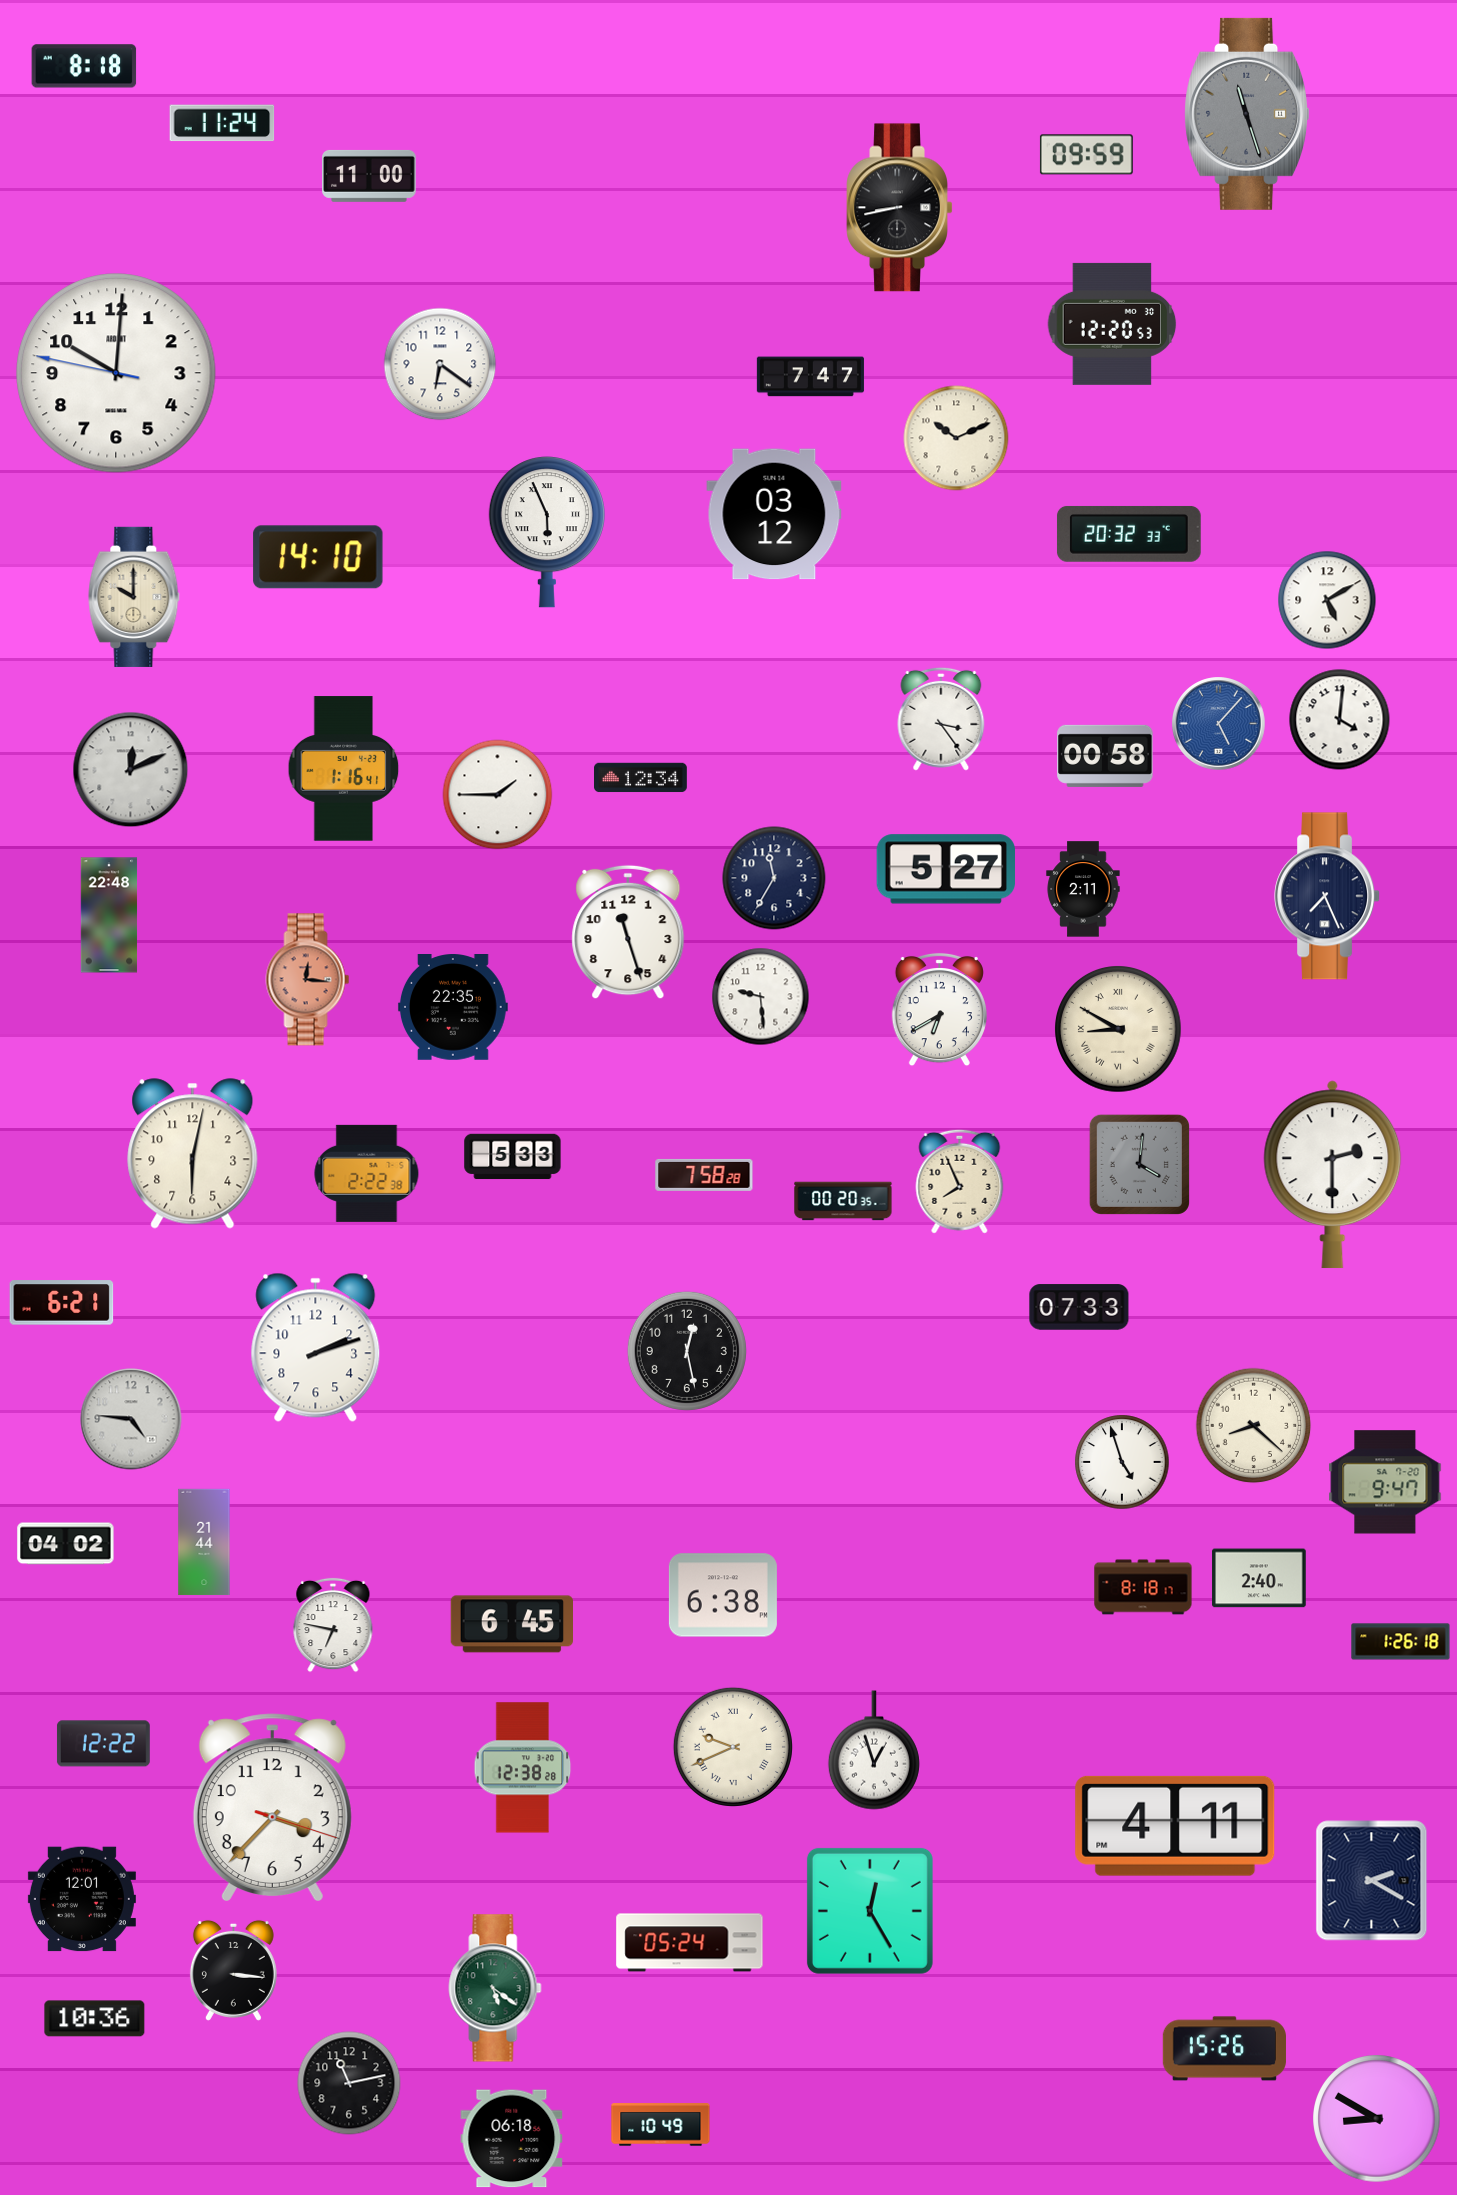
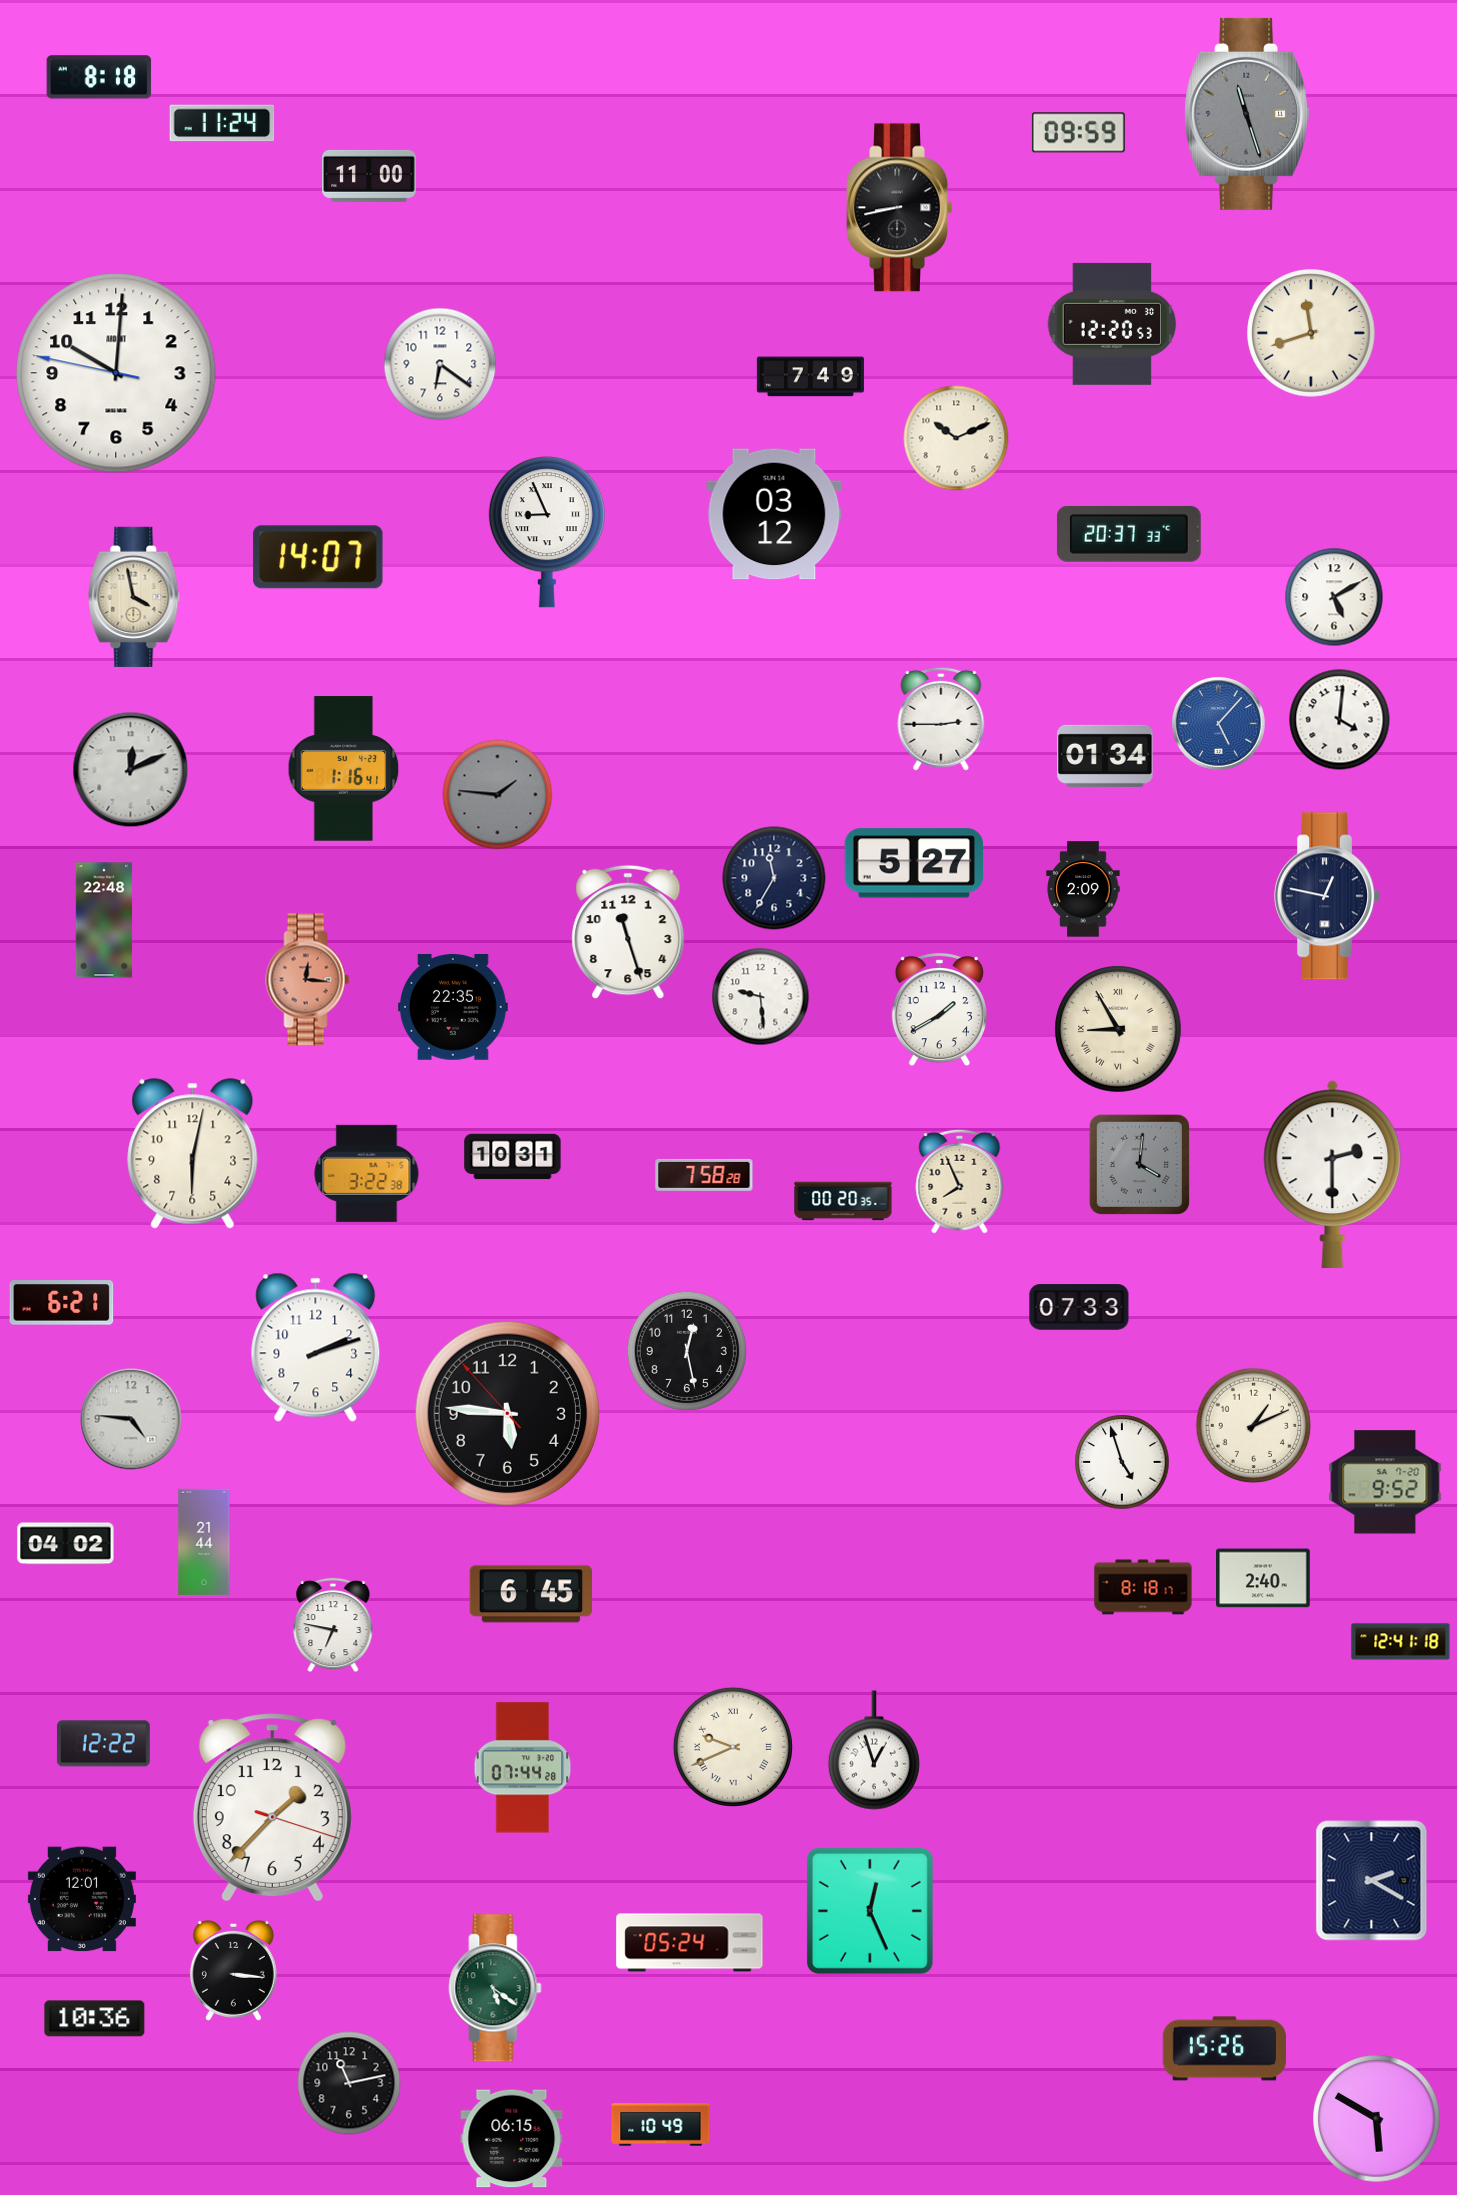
clock at (84, 66) position: (84, 66) -> (99, 77)
clock at (1086, 155) position: (1086, 155) -> (1078, 133)
clock at (1311, 333): none -> 11:42
clock at (810, 377): 7:47 -> 7:49
clock at (547, 532): 5:56 -> 8:56
clock at (1129, 534): 20:32 -> 20:37
clock at (318, 557): 14:10 -> 14:07
clock at (134, 597): 10:00 -> 3:58
clock at (1327, 600) position: (1327, 600) -> (1334, 597)
clock at (941, 719): 3:24 -> 2:45
clock at (1105, 756): 00:58 -> 01:34
clock at (641, 778): 12:34 -> none
clock at (498, 795): 1:45 -> 1:46
clock at (498, 795) dial: white -> grey
clock at (945, 869) position: (945, 869) -> (913, 863)
clock at (1083, 889): 2:11 -> 2:09
clock at (1328, 896): 7:26 -> 12:47
clock at (109, 915) position: (109, 915) -> (104, 920)
clock at (939, 1010): 6:40 -> 1:40
clock at (1118, 1029): 8:50 -> 8:55
clock at (513, 1157): 5:33 -> 10:31
clock at (367, 1173): 2:22 -> 3:22
clock at (507, 1413): none -> 5:45
clock at (1254, 1426): 8:22 -> 1:11
clock at (1385, 1482): 9:47 -> 9:52
clock at (1259, 1578) position: (1259, 1578) -> (1263, 1578)
clock at (723, 1595): 6:38 -> none
clock at (511, 1624) position: (511, 1624) -> (530, 1594)
clock at (1401, 1642): 1:26 -> 12:41
clock at (523, 1768): 12:38 -> 07:44
clock at (272, 1807): 3:37 -> 1:37
clock at (1175, 1826): 4:11 -> none
clock at (870, 1911): 12:25 -> 12:26
clock at (1377, 2119): 8:50 -> 5:50
clock at (512, 2139): 06:18 -> 06:15
